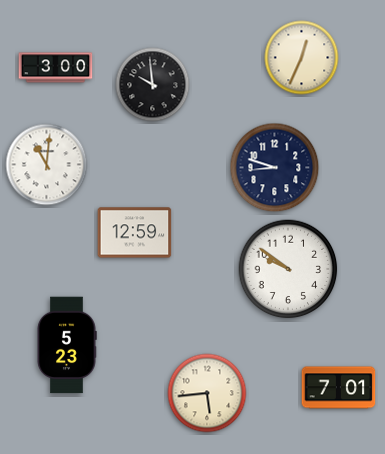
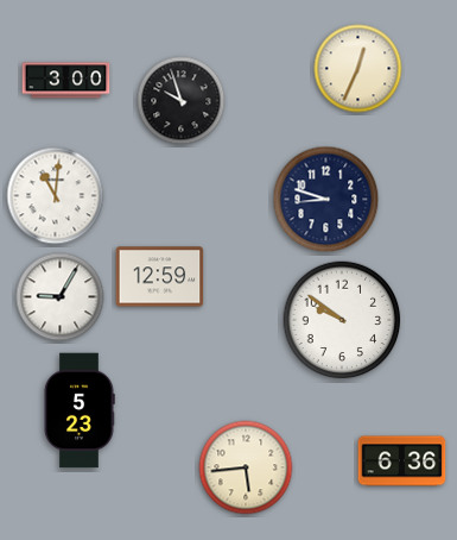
clock at (153, 85): 9:59 -> 9:57
clock at (61, 297): none -> 9:05
clock at (339, 388): 7:01 -> 6:36
